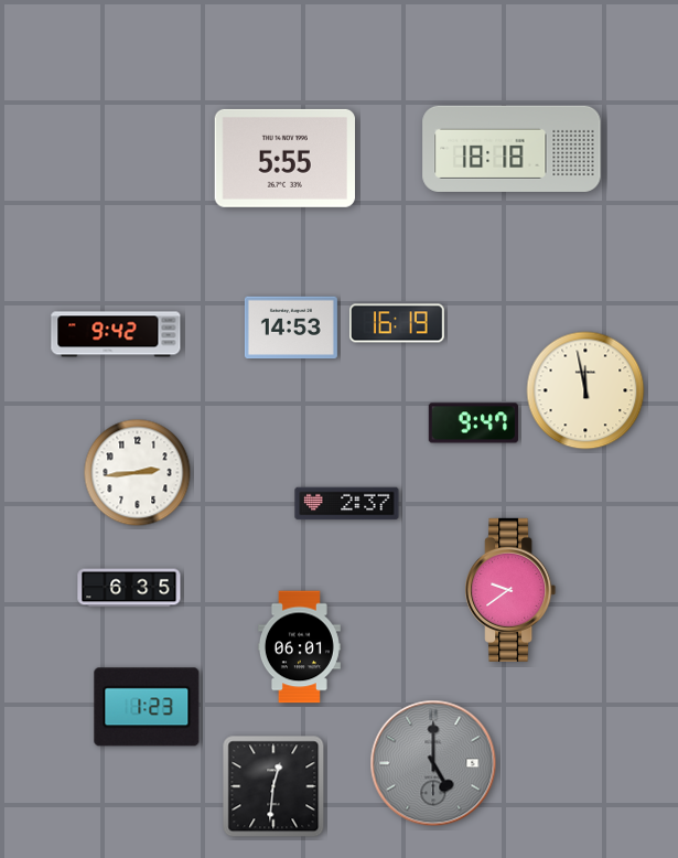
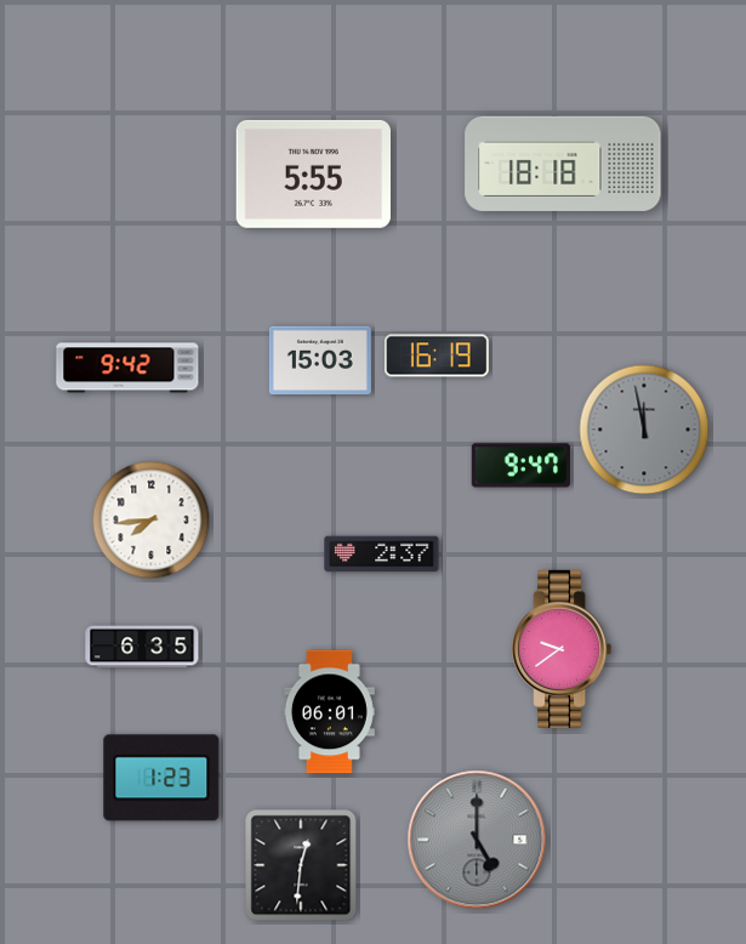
clock at (291, 328): 14:53 -> 15:03
clock at (585, 390) dial: cream -> grey
clock at (138, 473): 2:44 -> 7:44
